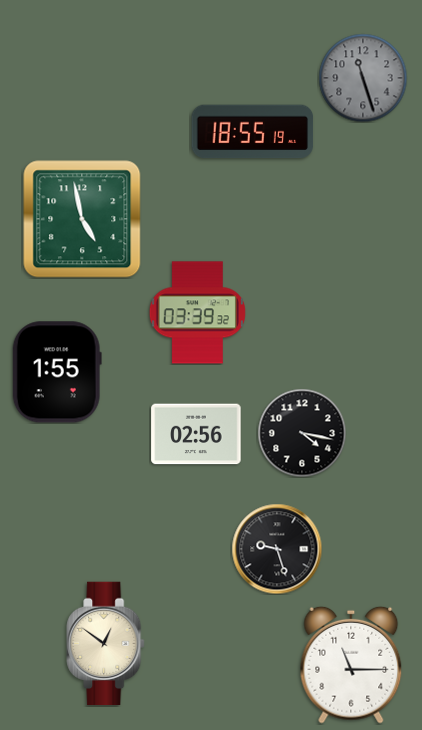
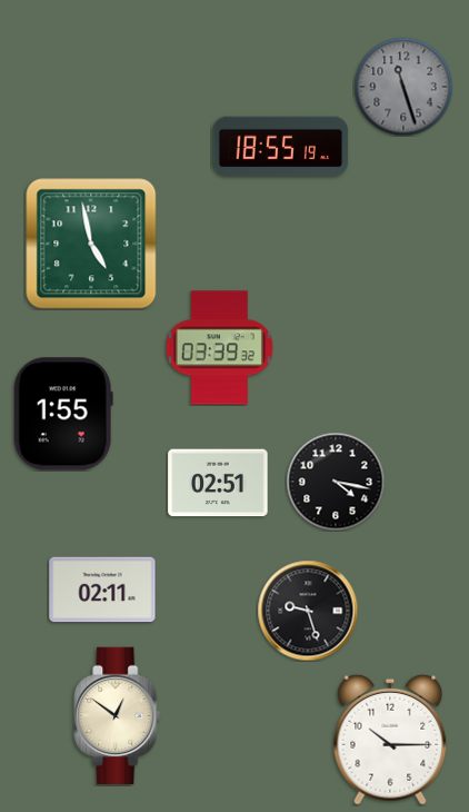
clock at (196, 434): 02:56 -> 02:51
clock at (102, 590): none -> 02:11
clock at (351, 665): 11:15 -> 10:15
